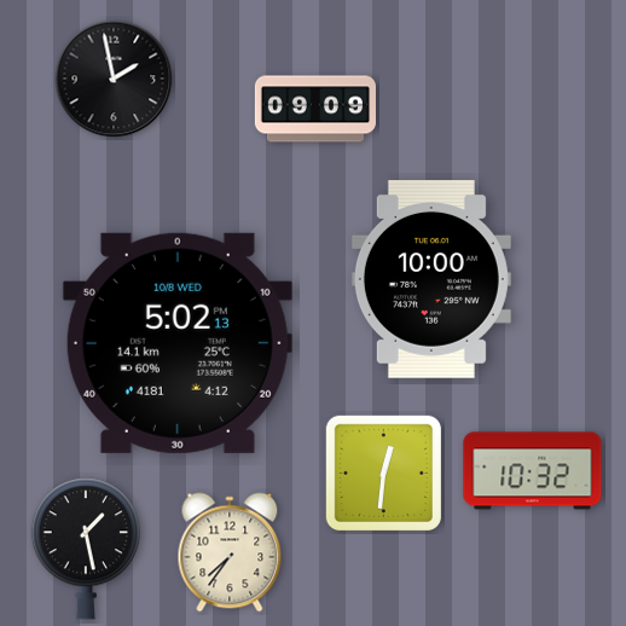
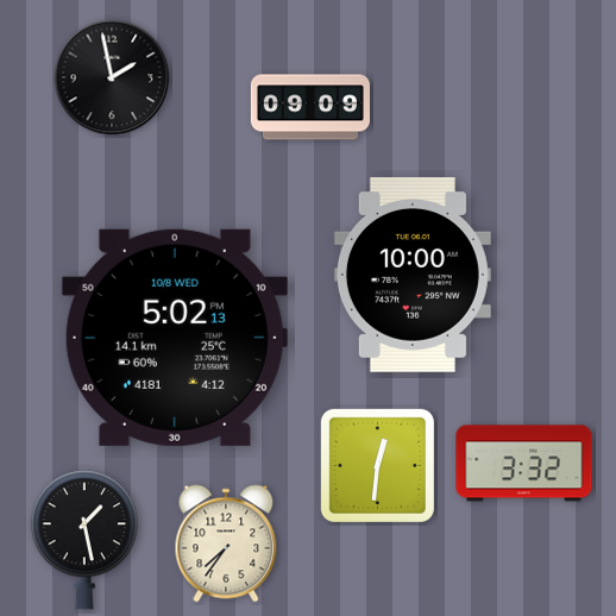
clock at (431, 279) position: (431, 279) -> (413, 275)
clock at (533, 471): 10:32 -> 3:32
